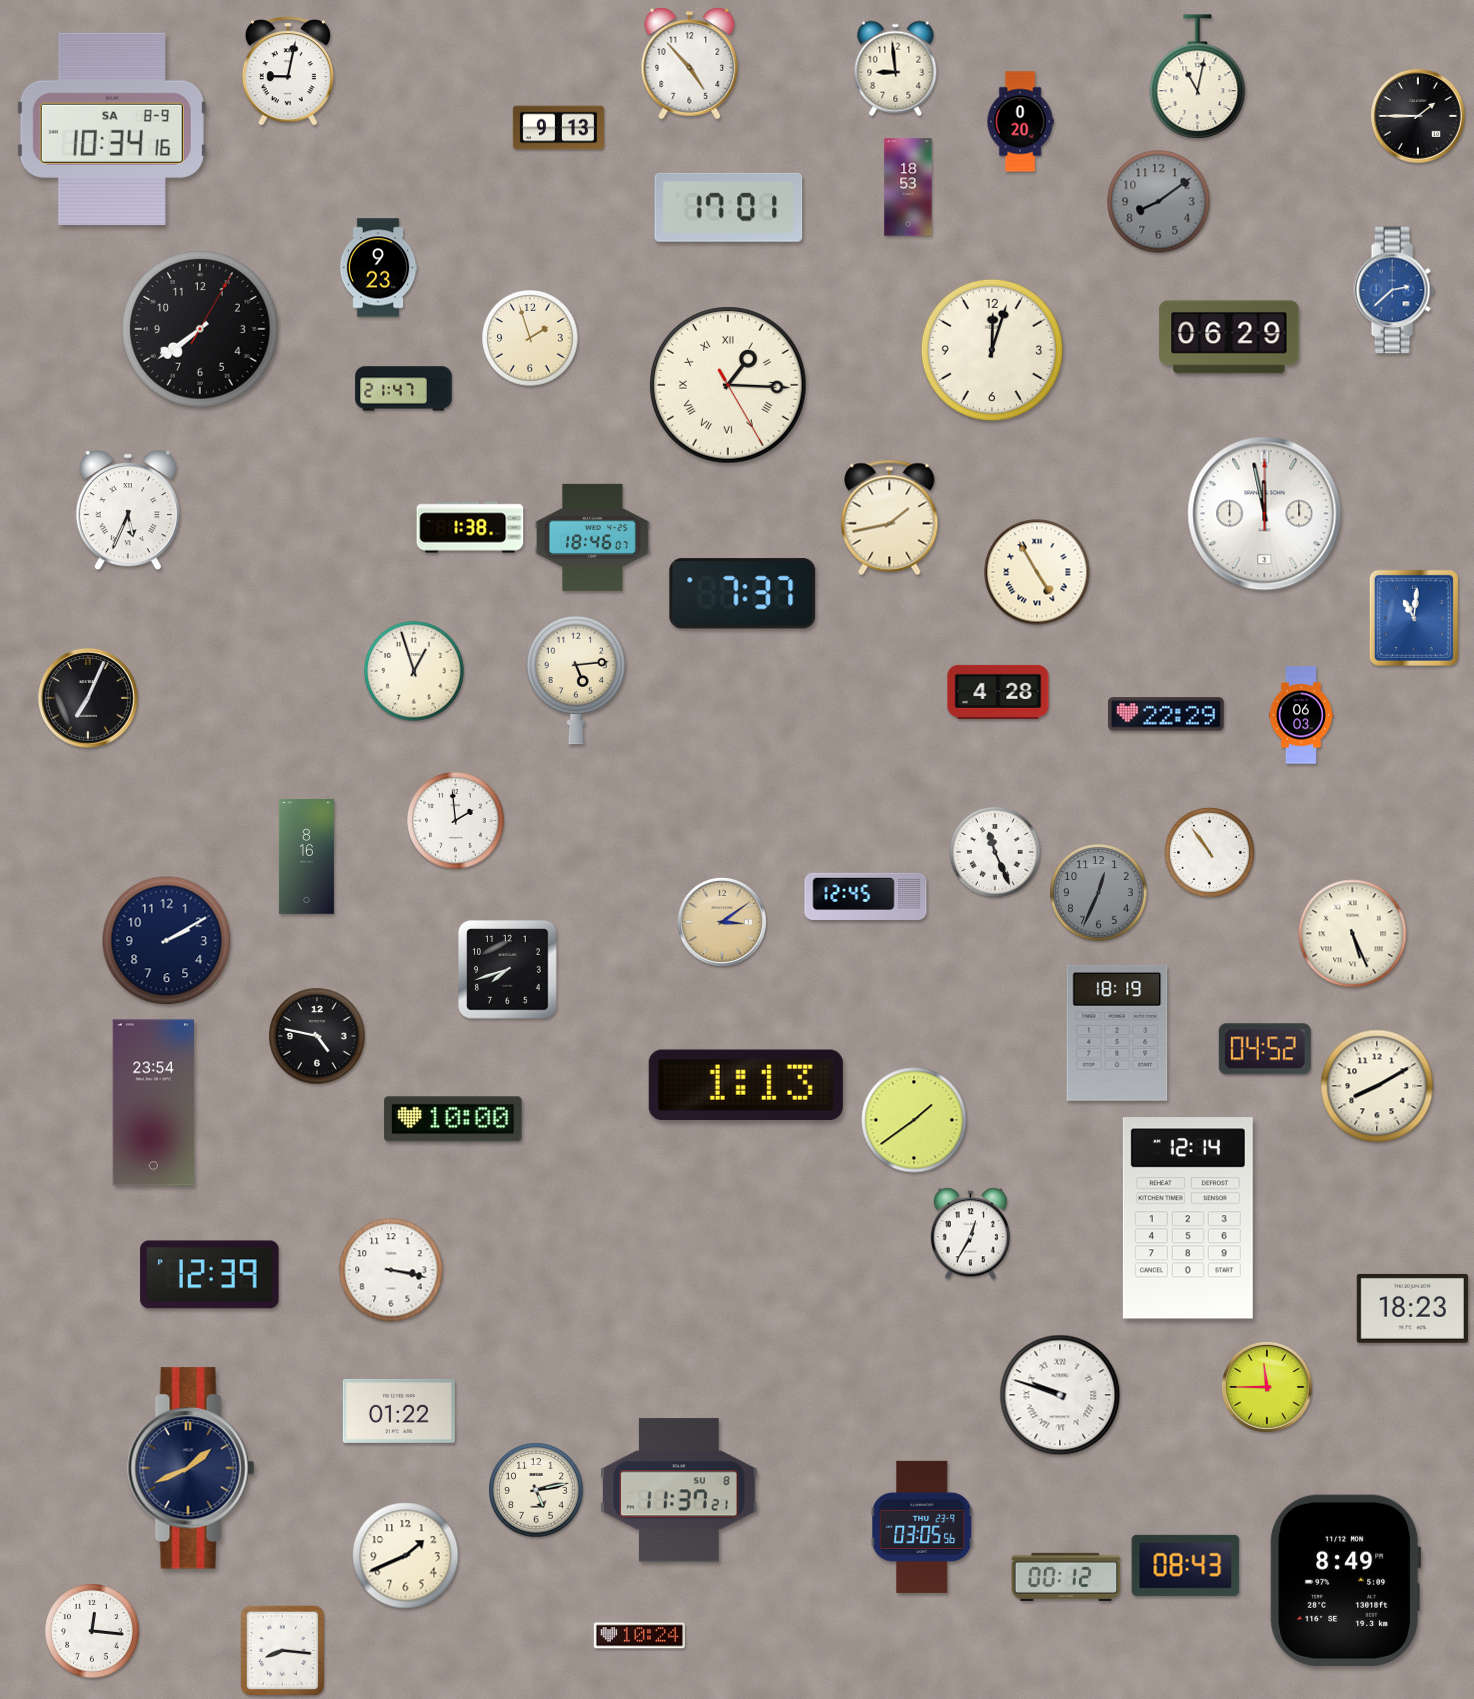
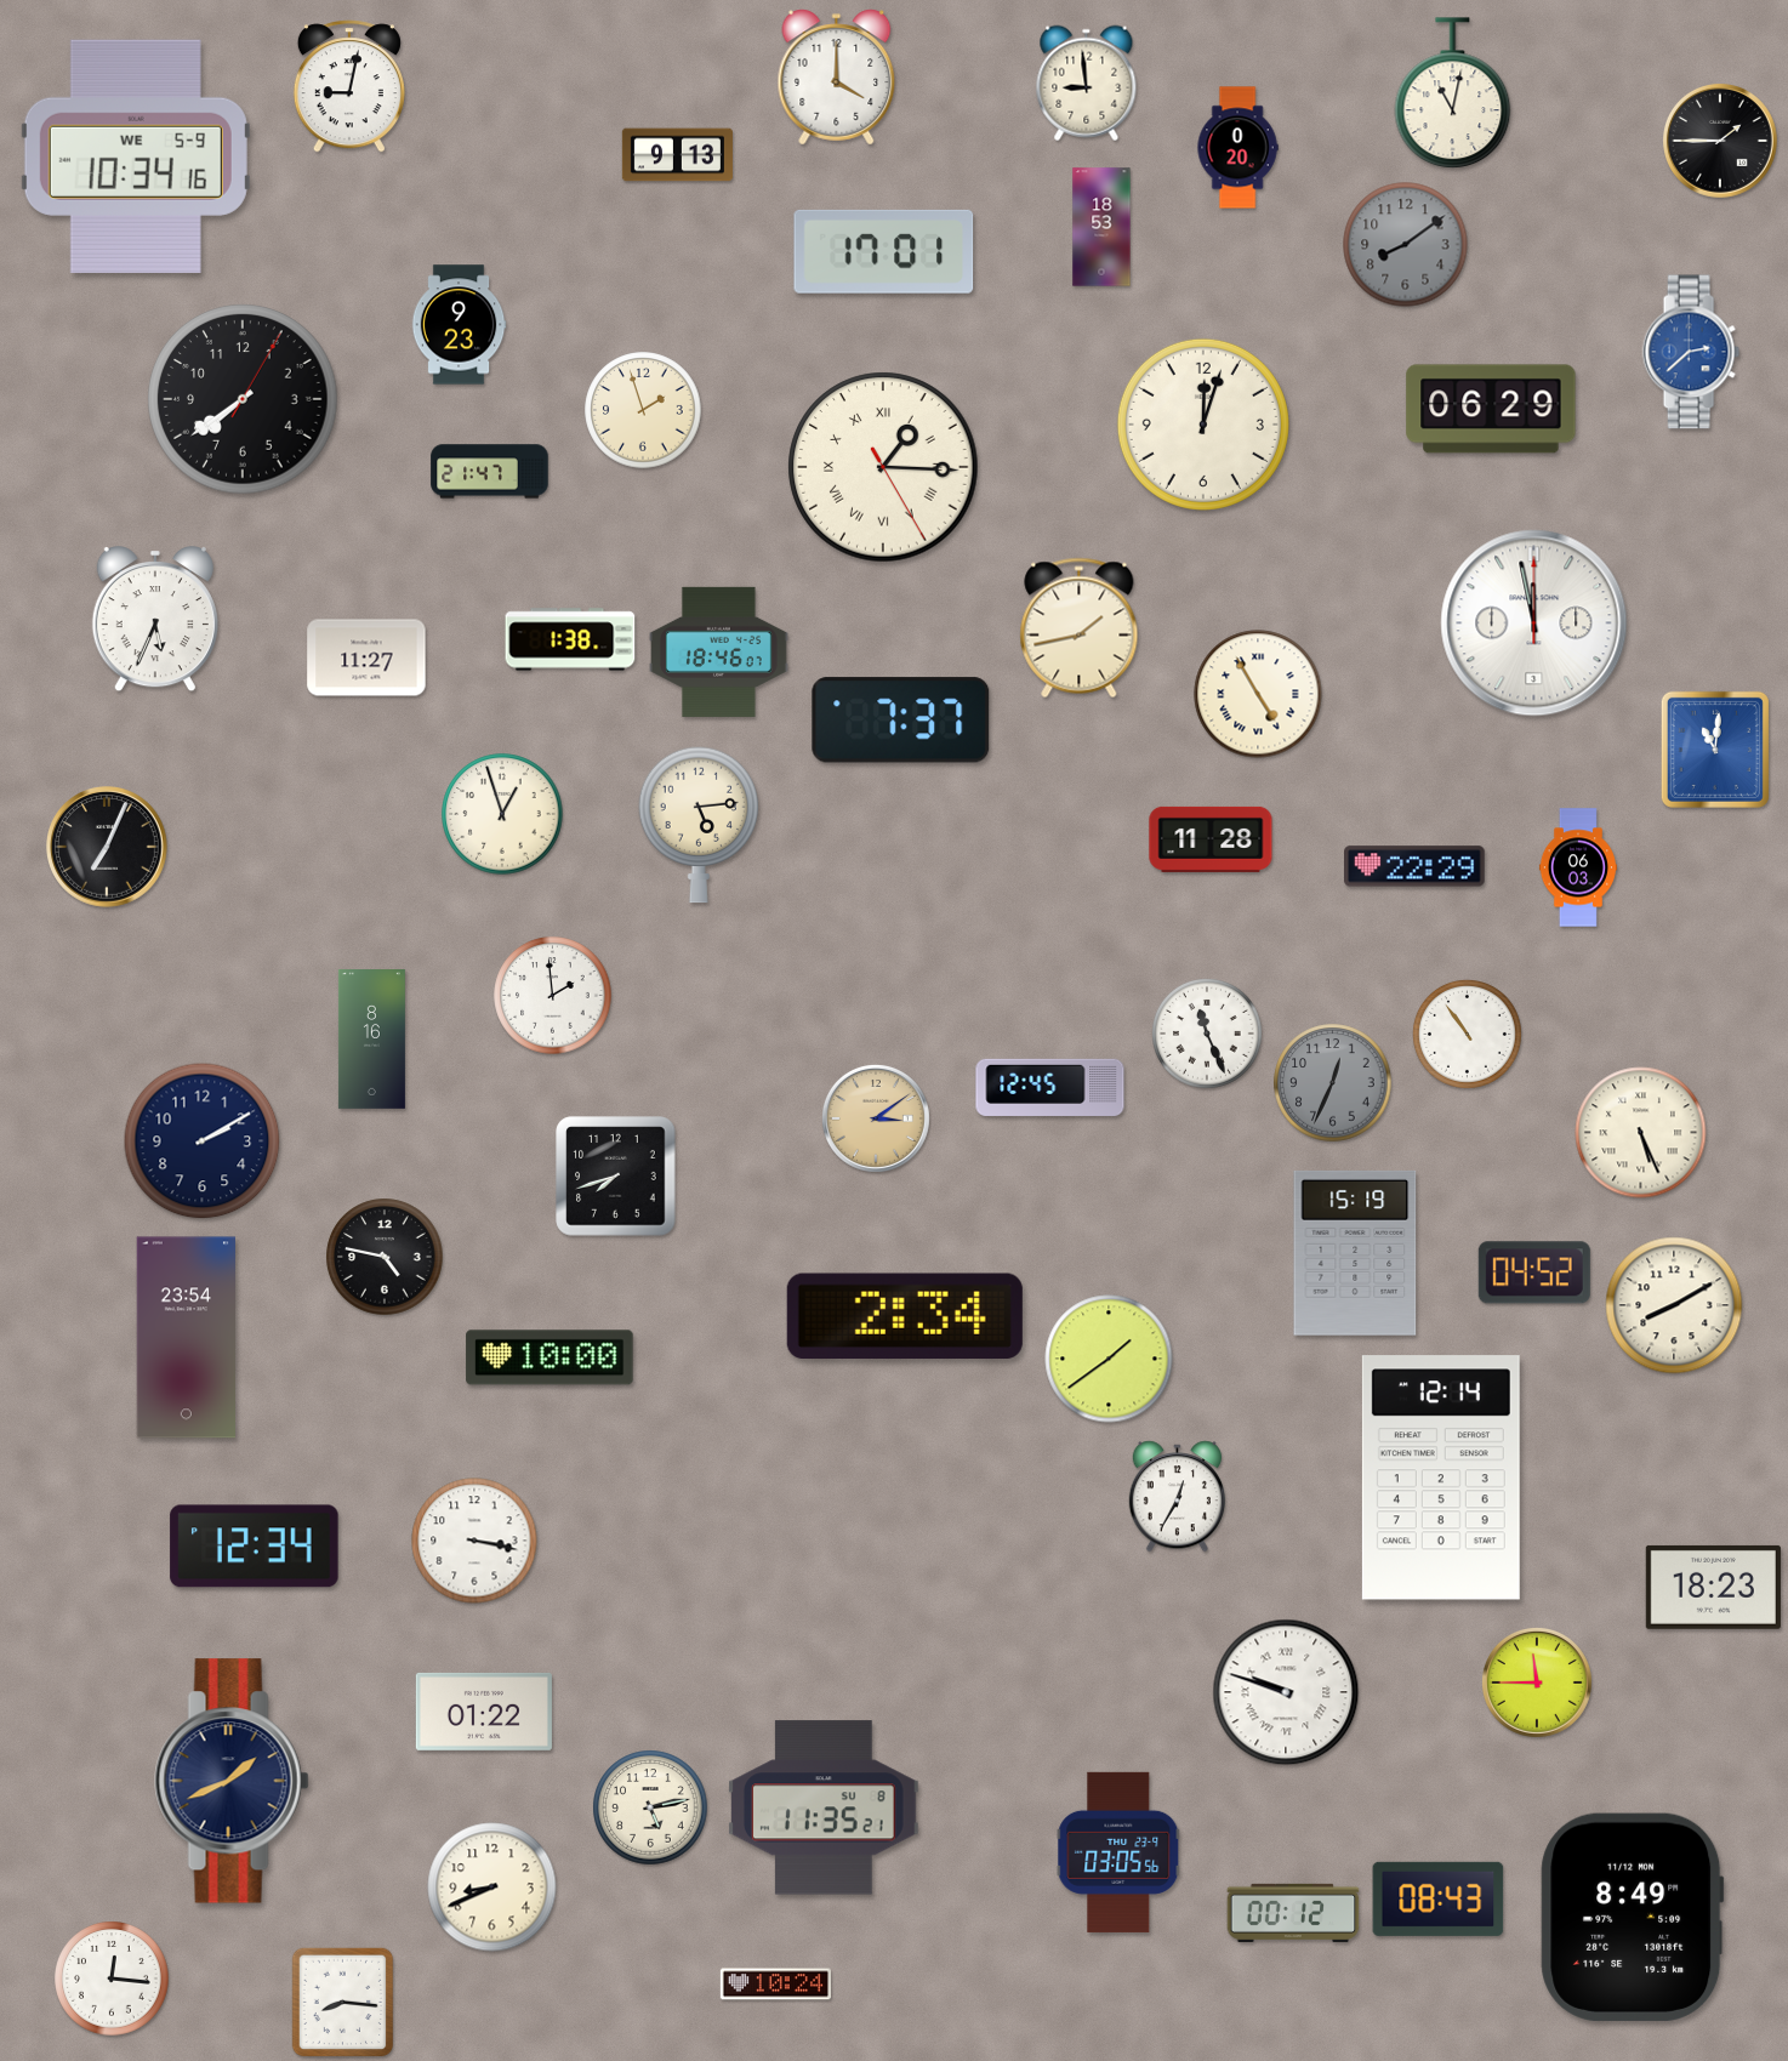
clock at (690, 64): 4:53 -> 4:00
clock at (112, 129) date: SA 8-9 -> WE 5-9
clock at (366, 657): none -> 11:27
clock at (998, 692): 4:28 -> 11:28
clock at (1117, 1033): 18:19 -> 15:19
clock at (746, 1085): 1:13 -> 2:34
clock at (1377, 1086) position: (1377, 1086) -> (1674, 1305)
clock at (210, 1275): 12:39 -> 12:34
clock at (680, 1490): 11:37 -> 11:35
clock at (406, 1556): 1:41 -> 8:41
